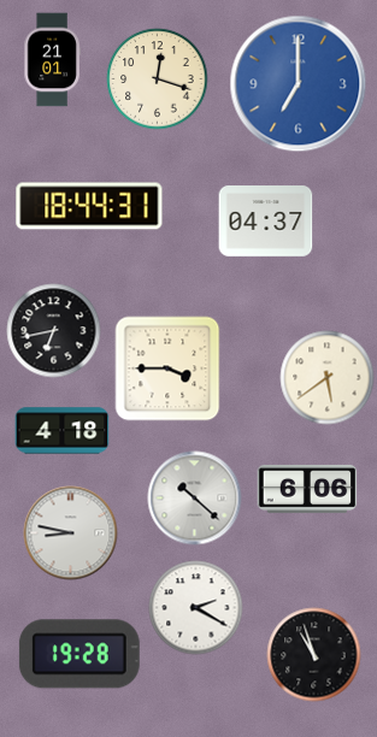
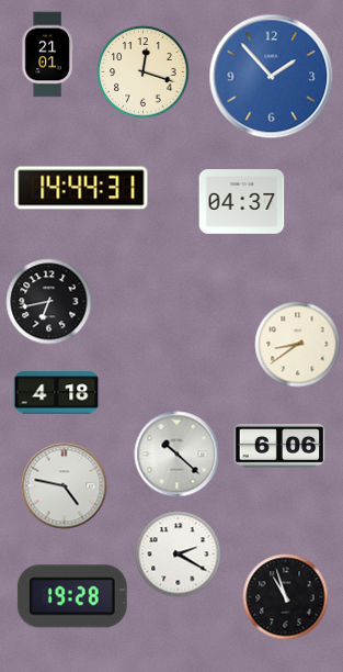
clock at (298, 83): 7:00 -> 1:53
clock at (89, 206): 18:44 -> 14:44
clock at (167, 368): 3:45 -> none
clock at (326, 377): 5:39 -> 8:39
clock at (70, 532): 8:47 -> 4:47
